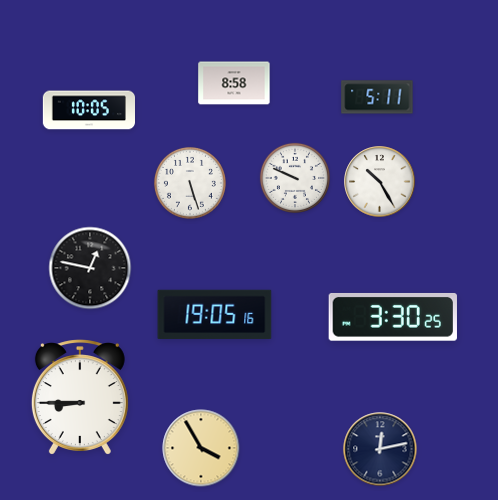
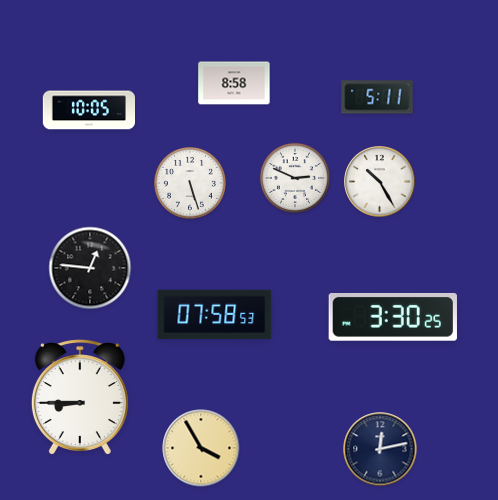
clock at (295, 178): 9:49 -> 2:49
clock at (90, 268): 12:47 -> 12:46
clock at (215, 315): 19:05 -> 07:58
